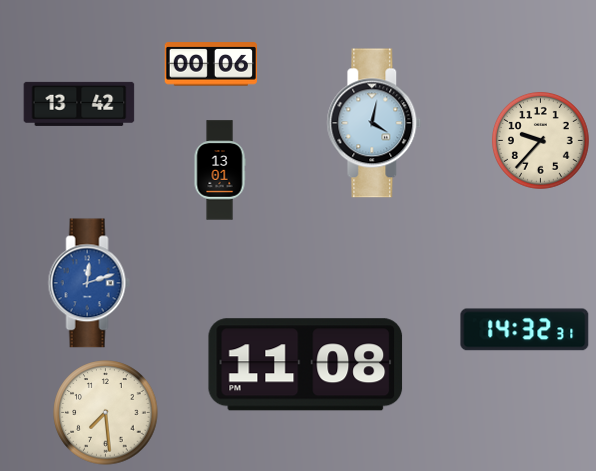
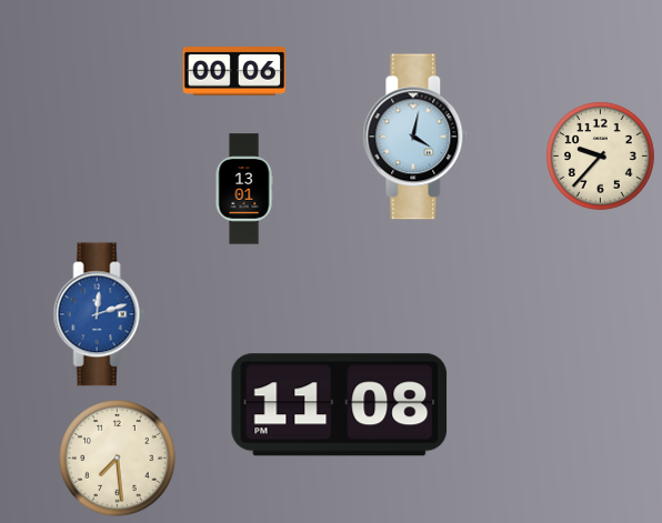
clock at (79, 104): 13:42 -> none
clock at (525, 330): 14:32 -> none
